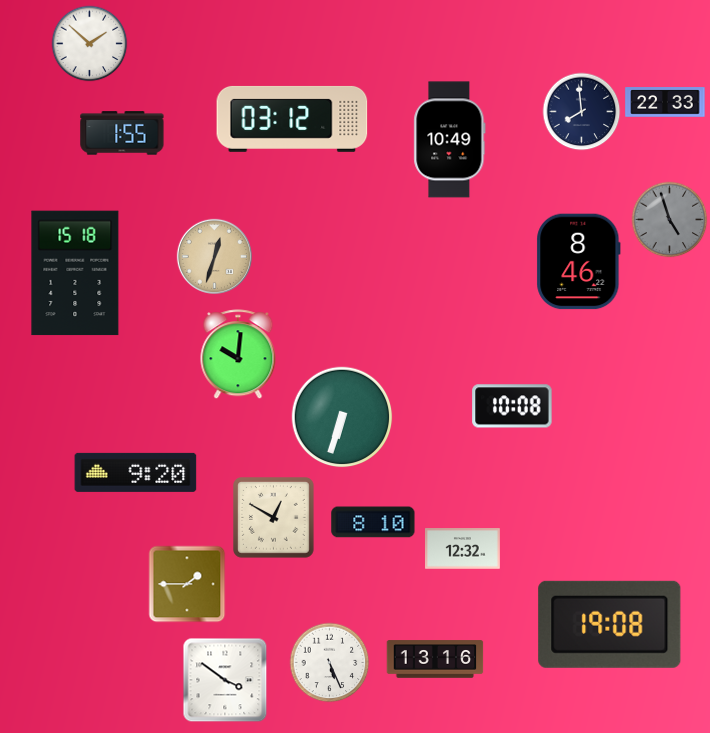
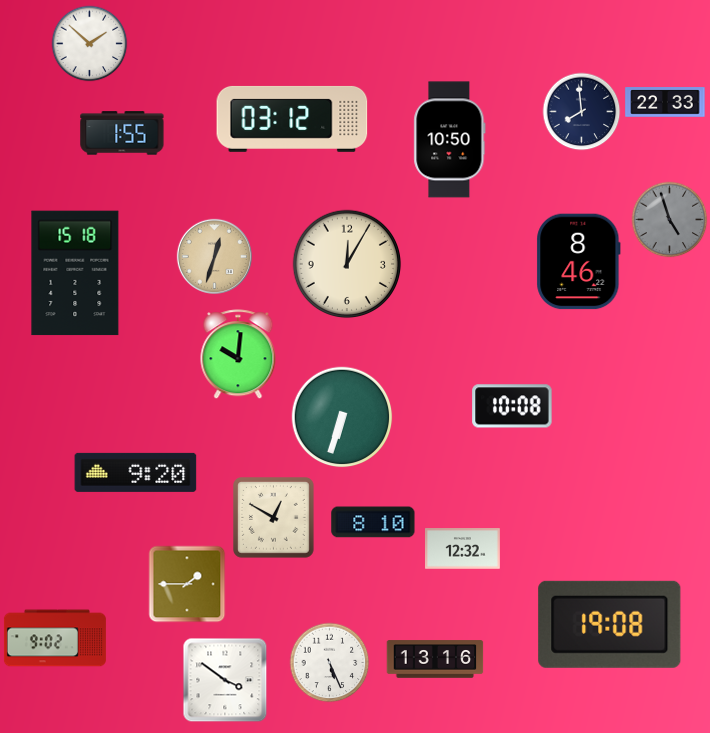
clock at (450, 140): 10:49 -> 10:50
clock at (347, 264): none -> 12:05
clock at (55, 638): none -> 9:02
